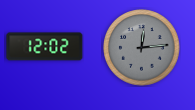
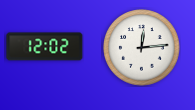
clock at (142, 48) dial: grey -> white
